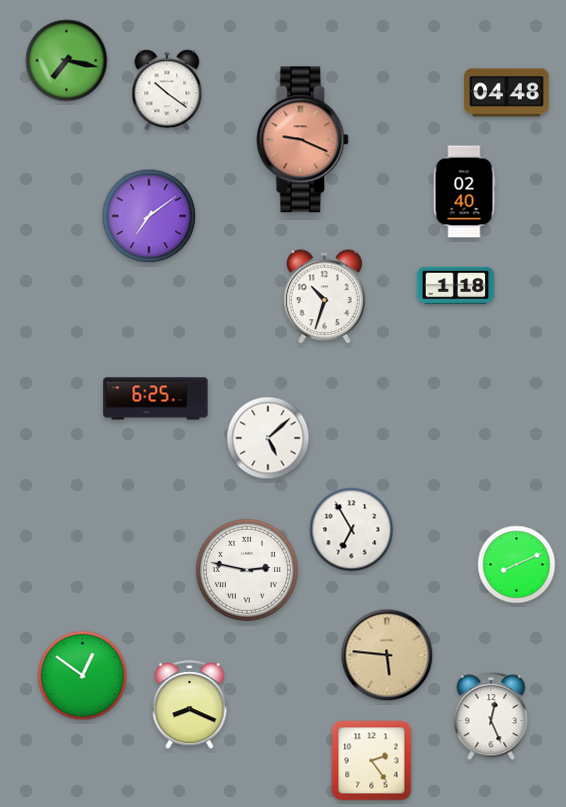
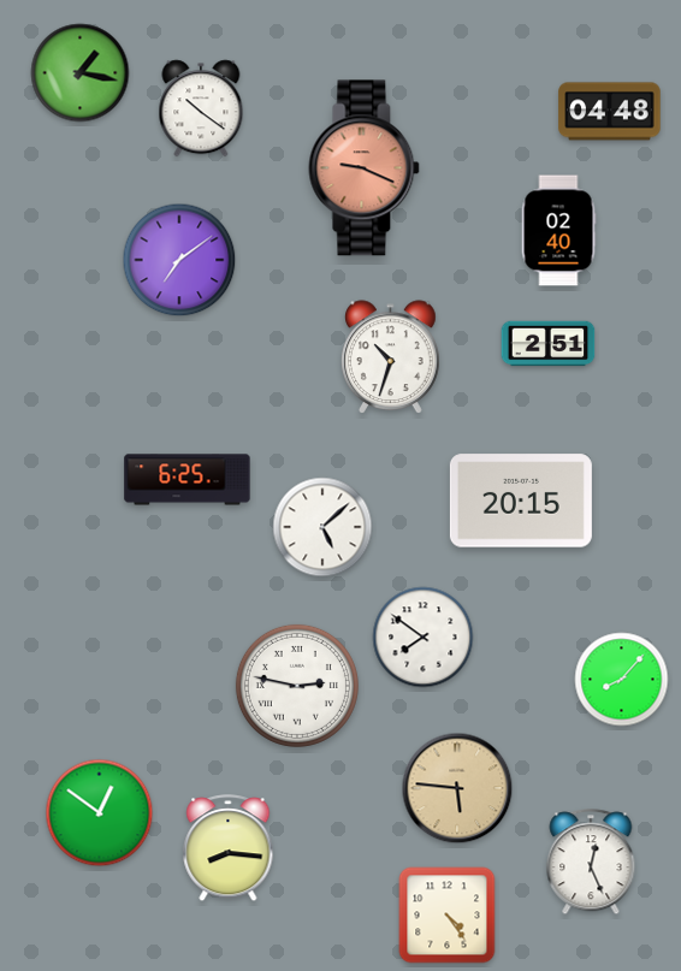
clock at (67, 61): 7:17 -> 1:17
clock at (456, 286): 1:18 -> 2:51
clock at (521, 501): none -> 20:15
clock at (352, 530): 6:55 -> 7:51
clock at (517, 565): 8:11 -> 8:07
clock at (387, 655) position: (387, 655) -> (457, 788)
clock at (190, 705): 8:19 -> 8:16
clock at (372, 761): 2:24 -> 4:24
